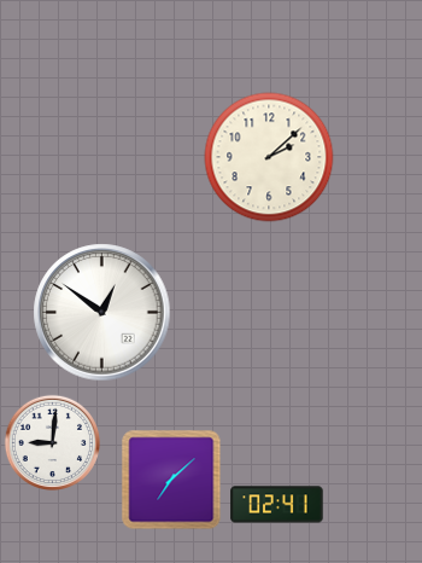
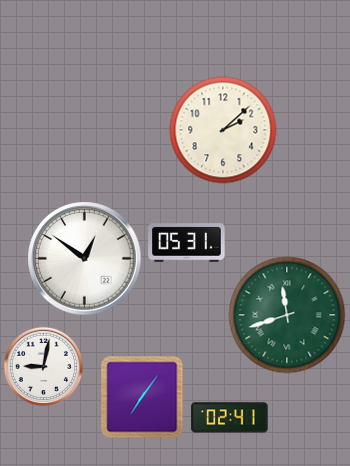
clock at (187, 243): none -> 05:31
clock at (287, 315): none -> 11:42
clock at (52, 442): 9:01 -> 9:02
clock at (171, 480): 7:08 -> 7:06
